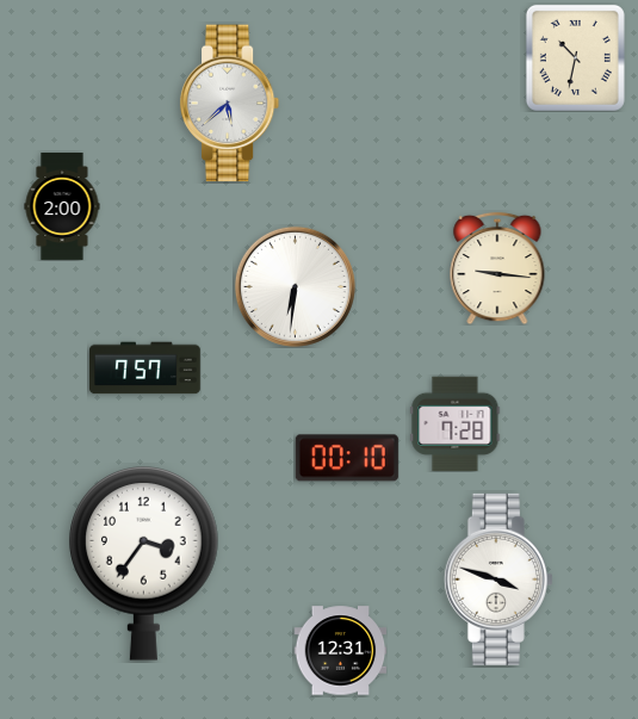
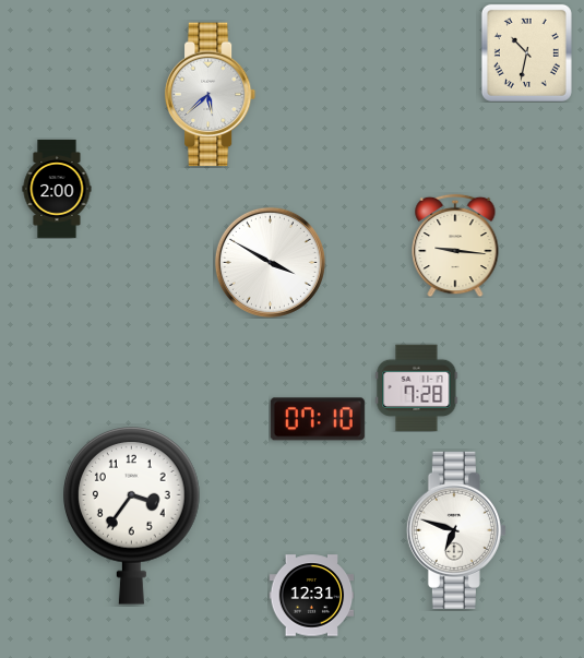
clock at (295, 286): 6:31 -> 3:50
clock at (145, 368): 7:57 -> none
clock at (347, 458): 00:10 -> 07:10
clock at (498, 579): 3:48 -> 6:48
